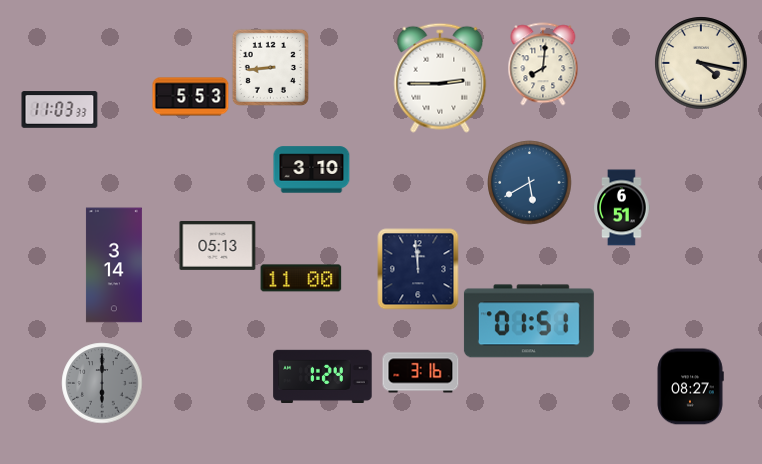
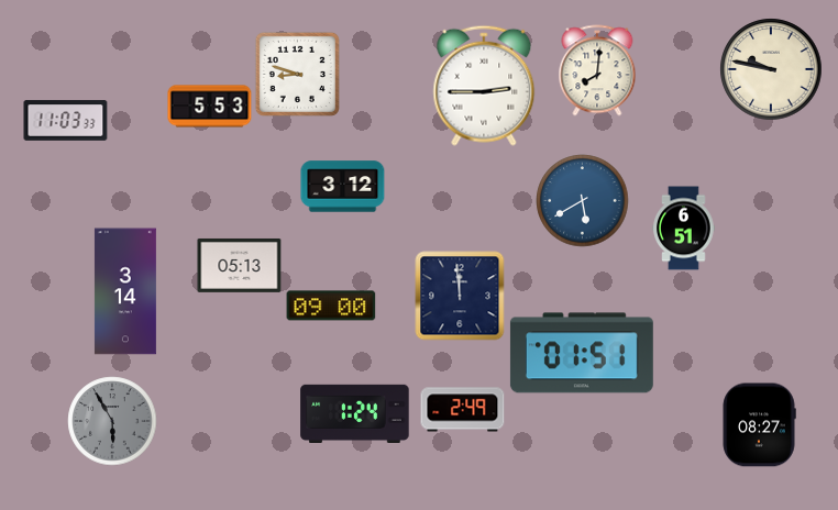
clock at (701, 63): 4:17 -> 9:47
clock at (270, 67): 8:44 -> 8:48
clock at (312, 170): 3:10 -> 3:12
clock at (218, 245) position: (218, 245) -> (240, 265)
clock at (301, 278): 11:00 -> 09:00
clock at (421, 373): 3:16 -> 2:49
clock at (102, 383): 6:00 -> 5:55
